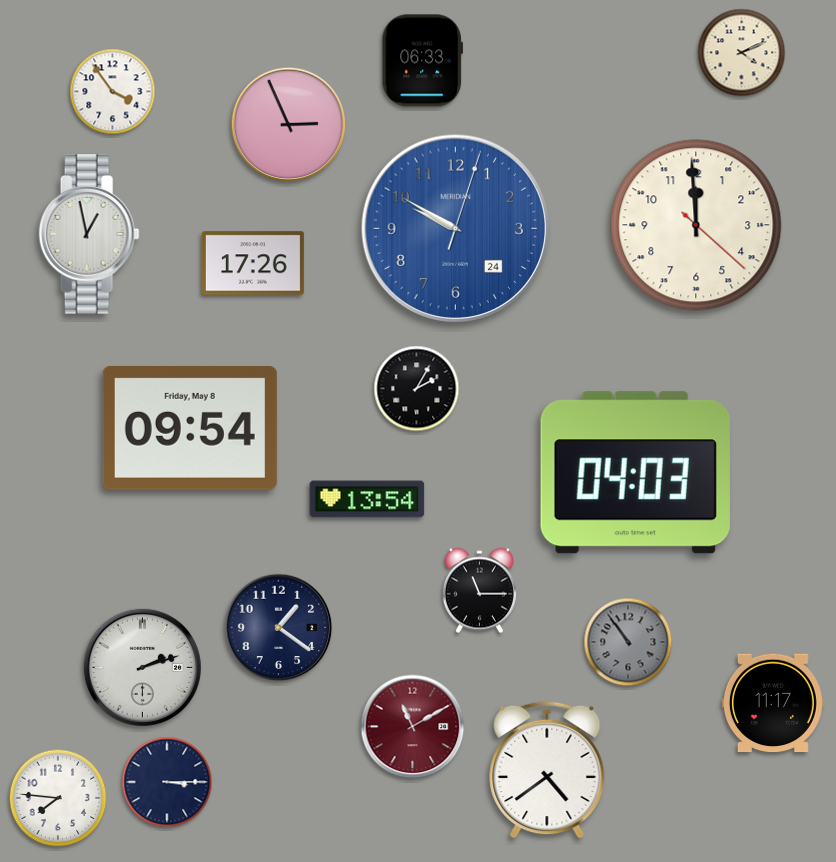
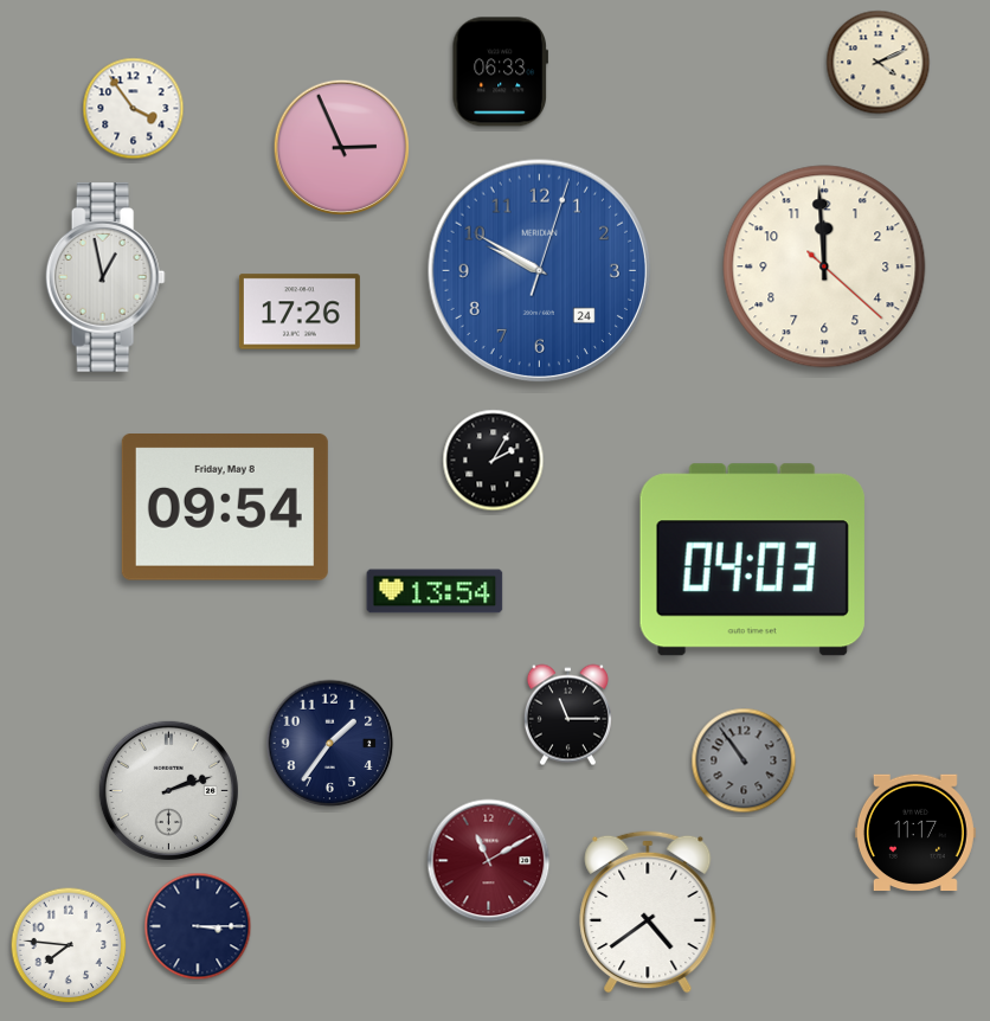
clock at (479, 591) position: (479, 591) -> (567, 715)
clock at (279, 628): 1:21 -> 1:36
